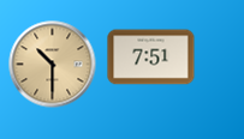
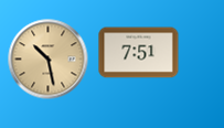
clock at (53, 65): 10:30 -> 10:28
